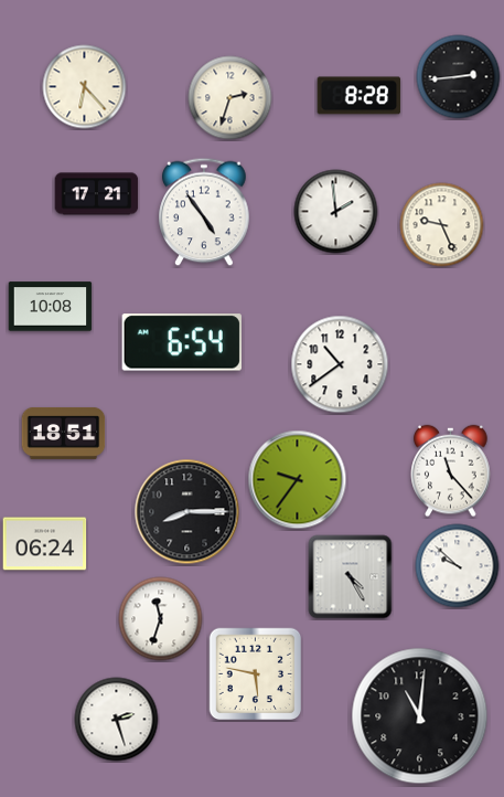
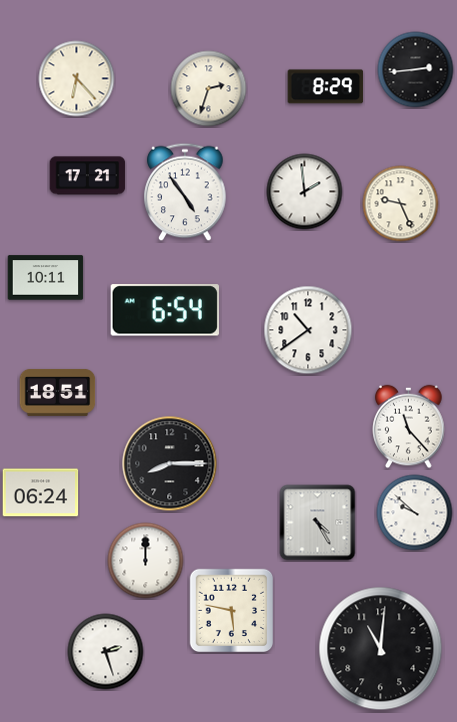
clock at (360, 96): 8:28 -> 8:29
clock at (51, 307): 10:08 -> 10:11
clock at (298, 480): 9:36 -> none
clock at (161, 619): 11:33 -> 12:00
